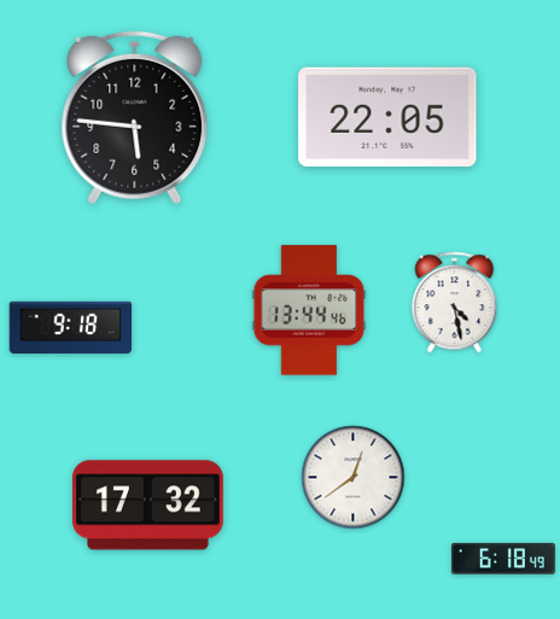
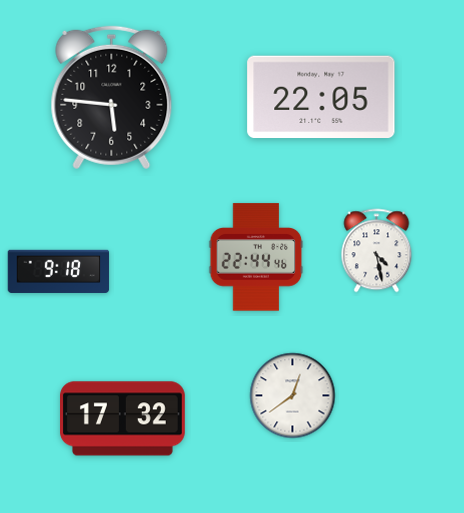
clock at (309, 310): 13:44 -> 22:44
clock at (503, 560): 6:18 -> none
